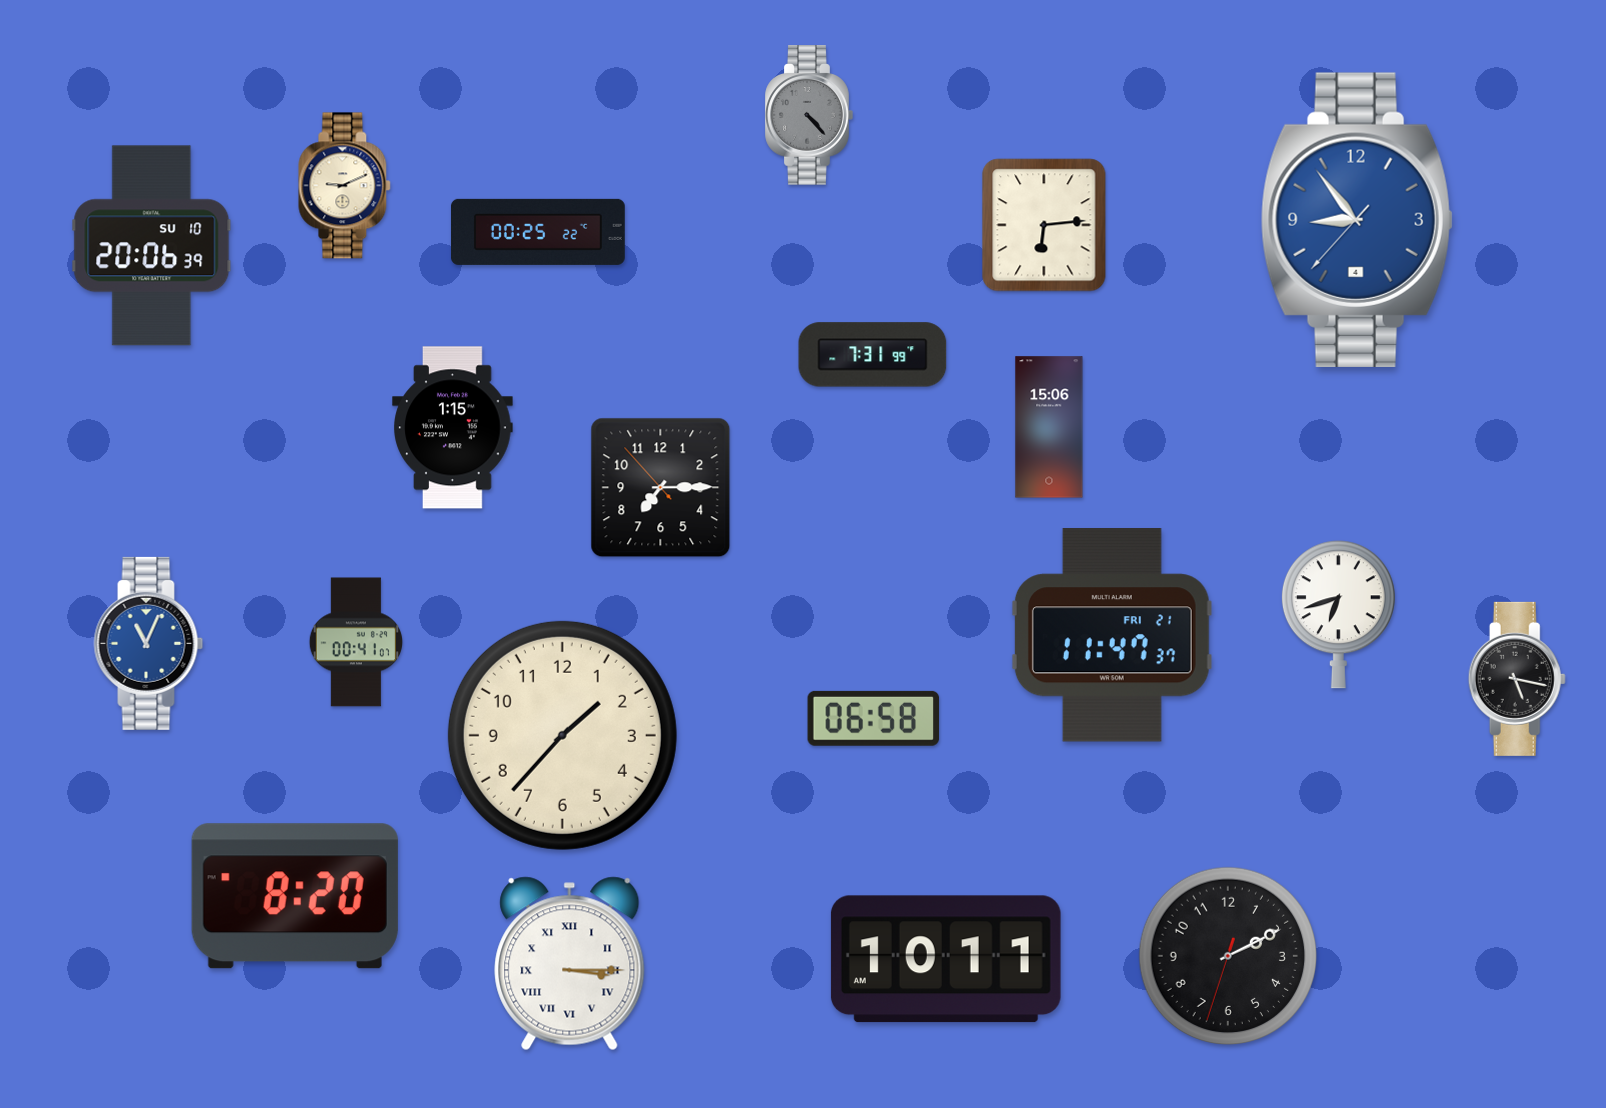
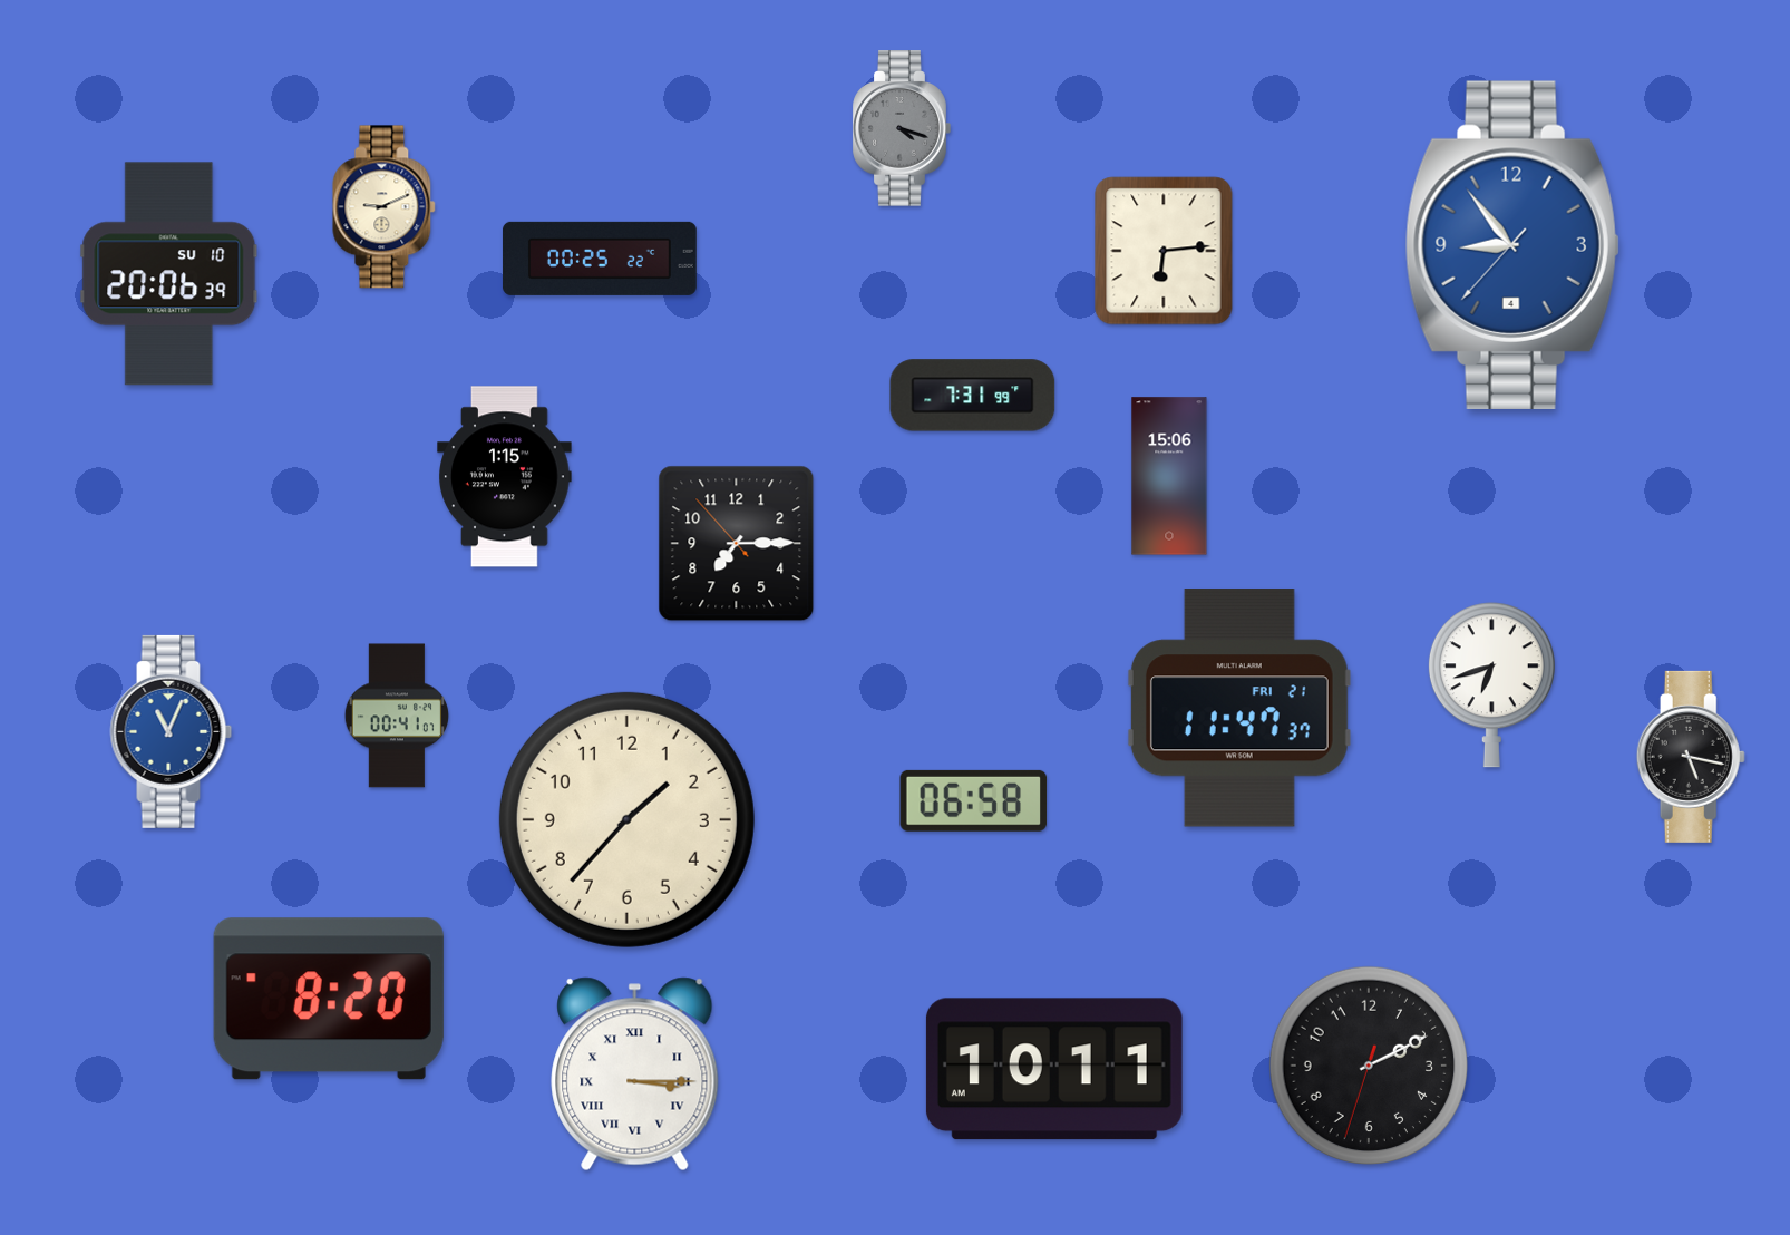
clock at (809, 115): 4:23 -> 4:18
clock at (149, 643) position: (149, 643) -> (172, 731)
